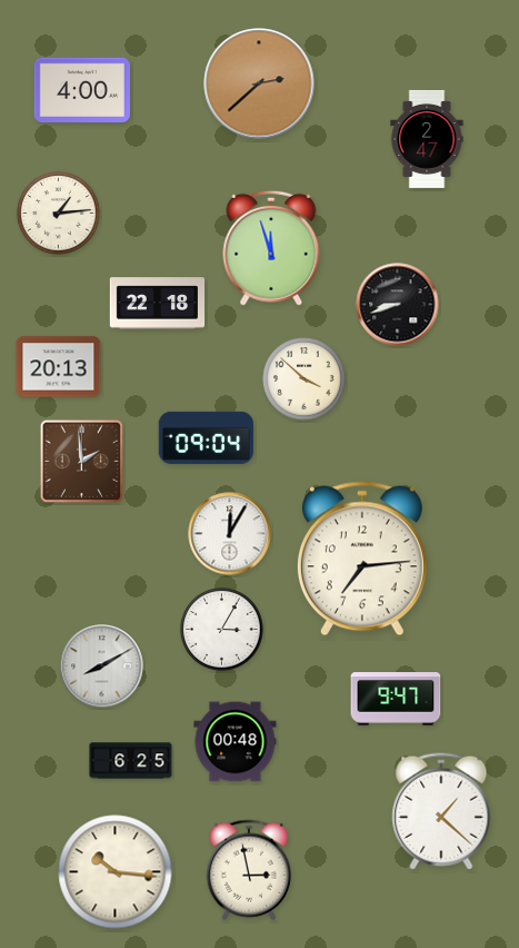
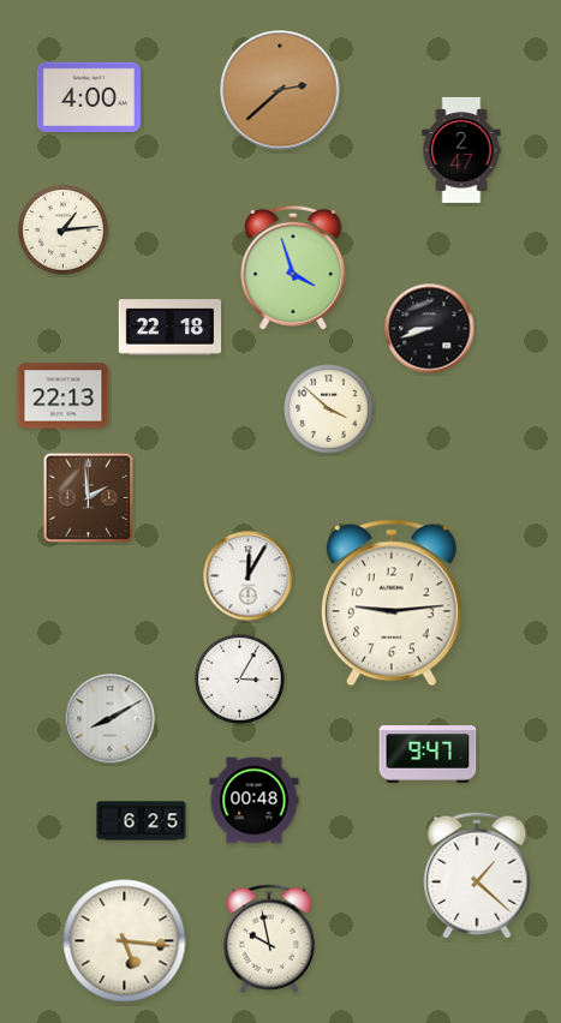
clock at (271, 248): 11:57 -> 3:57
clock at (59, 367): 20:13 -> 22:13
clock at (206, 437): 09:04 -> none
clock at (362, 559): 7:14 -> 9:14
clock at (249, 870): 2:58 -> 9:58
clock at (116, 872): 10:16 -> 5:16
